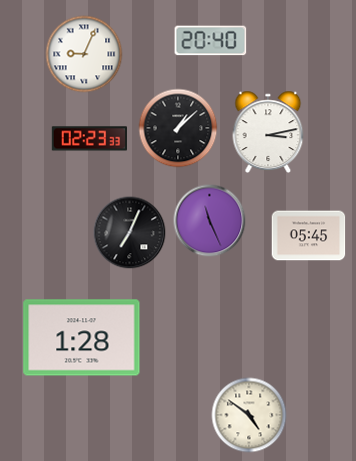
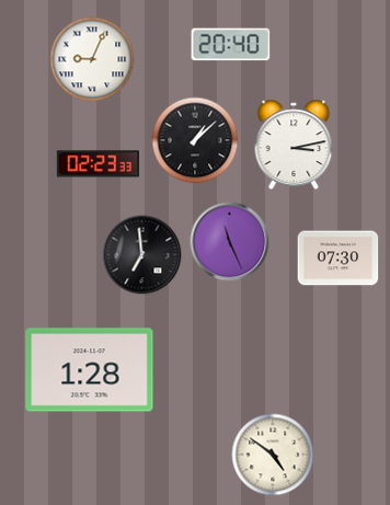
clock at (89, 139) position: (89, 139) -> (97, 164)
clock at (130, 233): 7:04 -> 6:59
clock at (309, 236): 05:45 -> 07:30
